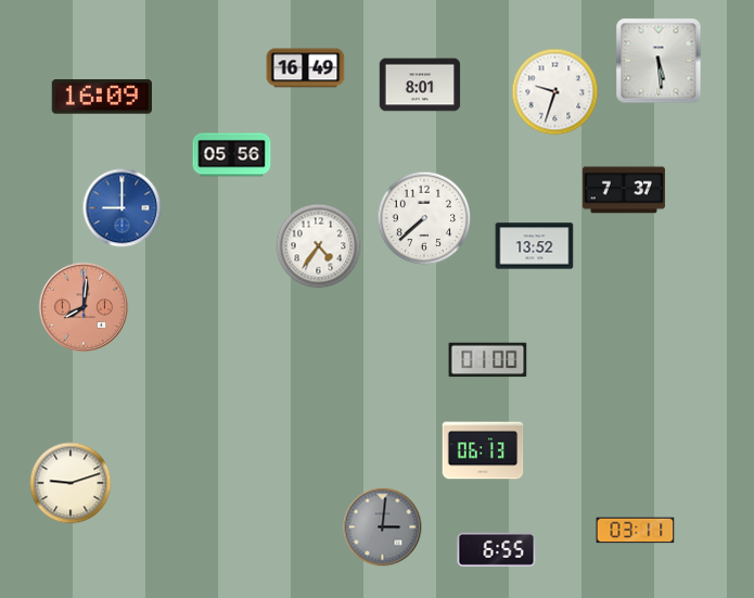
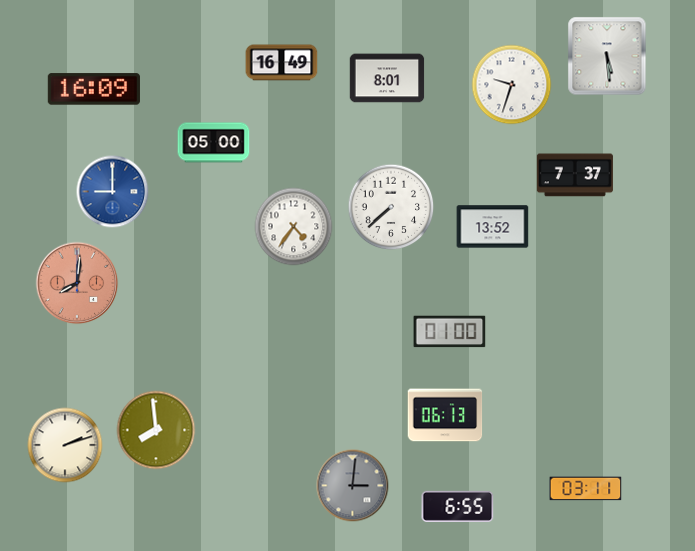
clock at (232, 155): 05:56 -> 05:00
clock at (424, 218) position: (424, 218) -> (391, 207)
clock at (156, 430): none -> 7:59
clock at (71, 483): 9:12 -> 2:12
